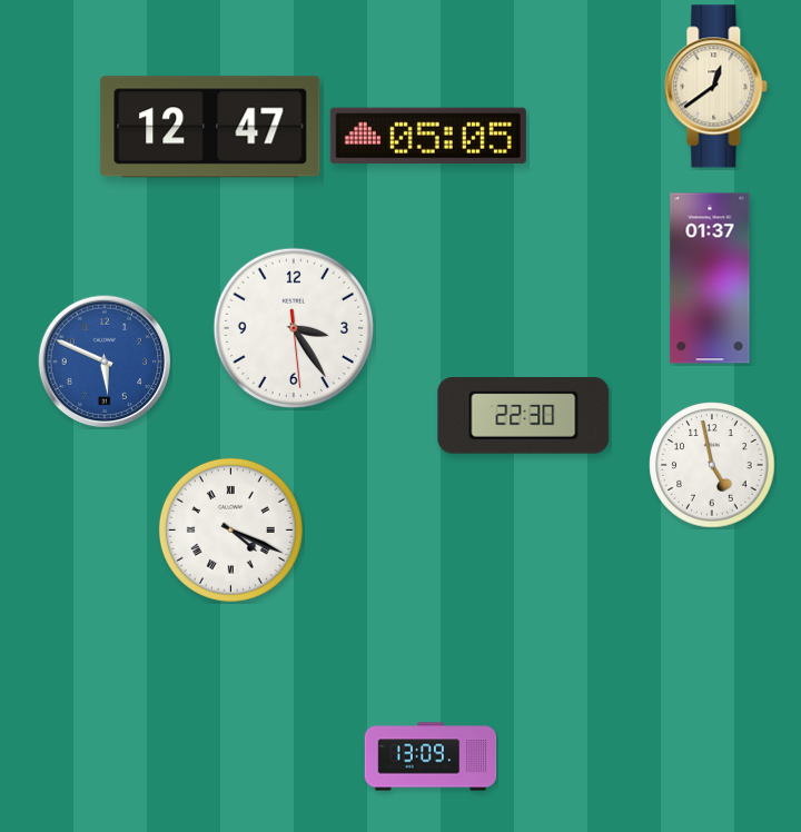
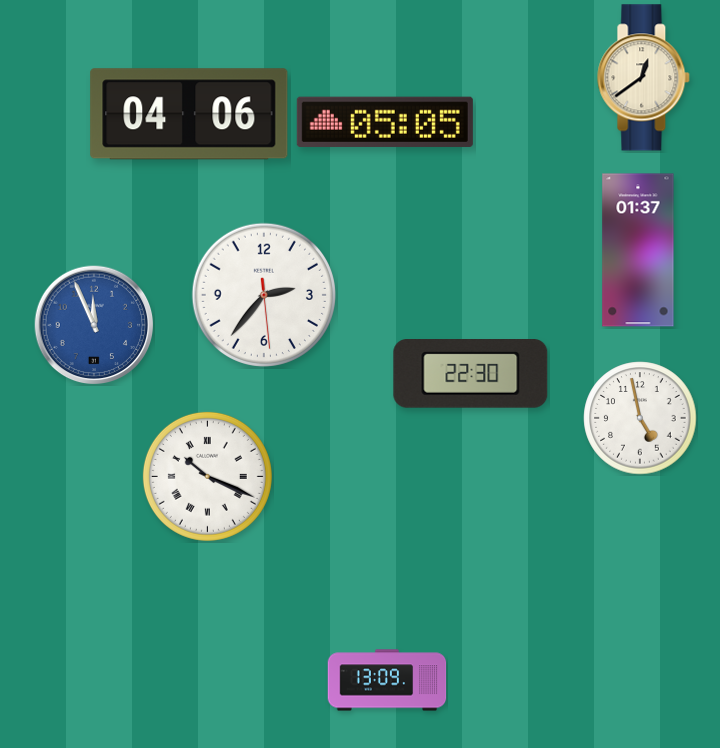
clock at (210, 127): 12:47 -> 04:06
clock at (293, 328): 3:24 -> 2:36
clock at (105, 361): 5:49 -> 11:56
clock at (230, 529): 4:19 -> 10:19
